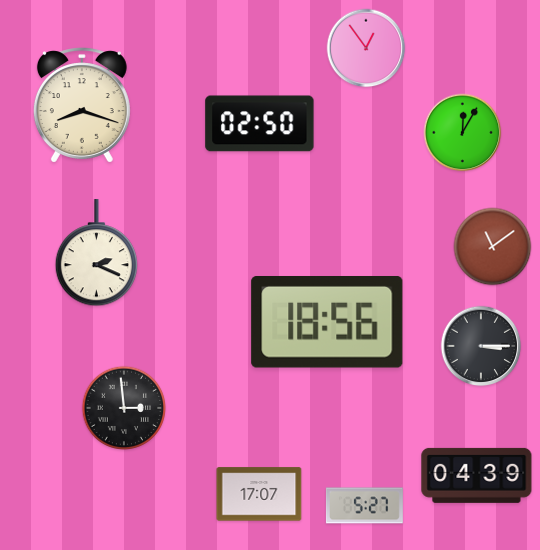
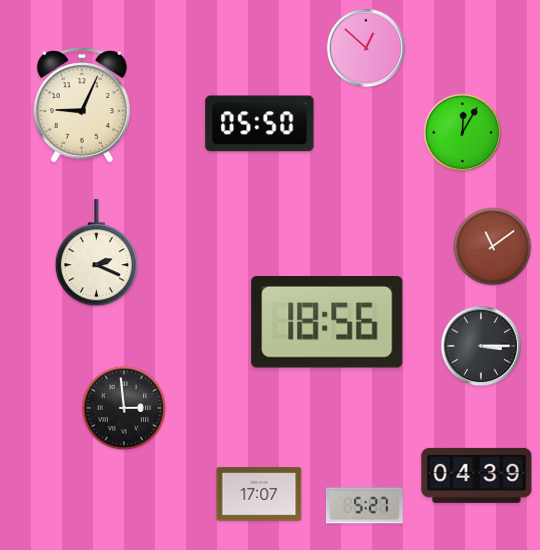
clock at (366, 48): 12:54 -> 12:52
clock at (82, 105): 8:18 -> 9:04
clock at (260, 124): 02:50 -> 05:50
